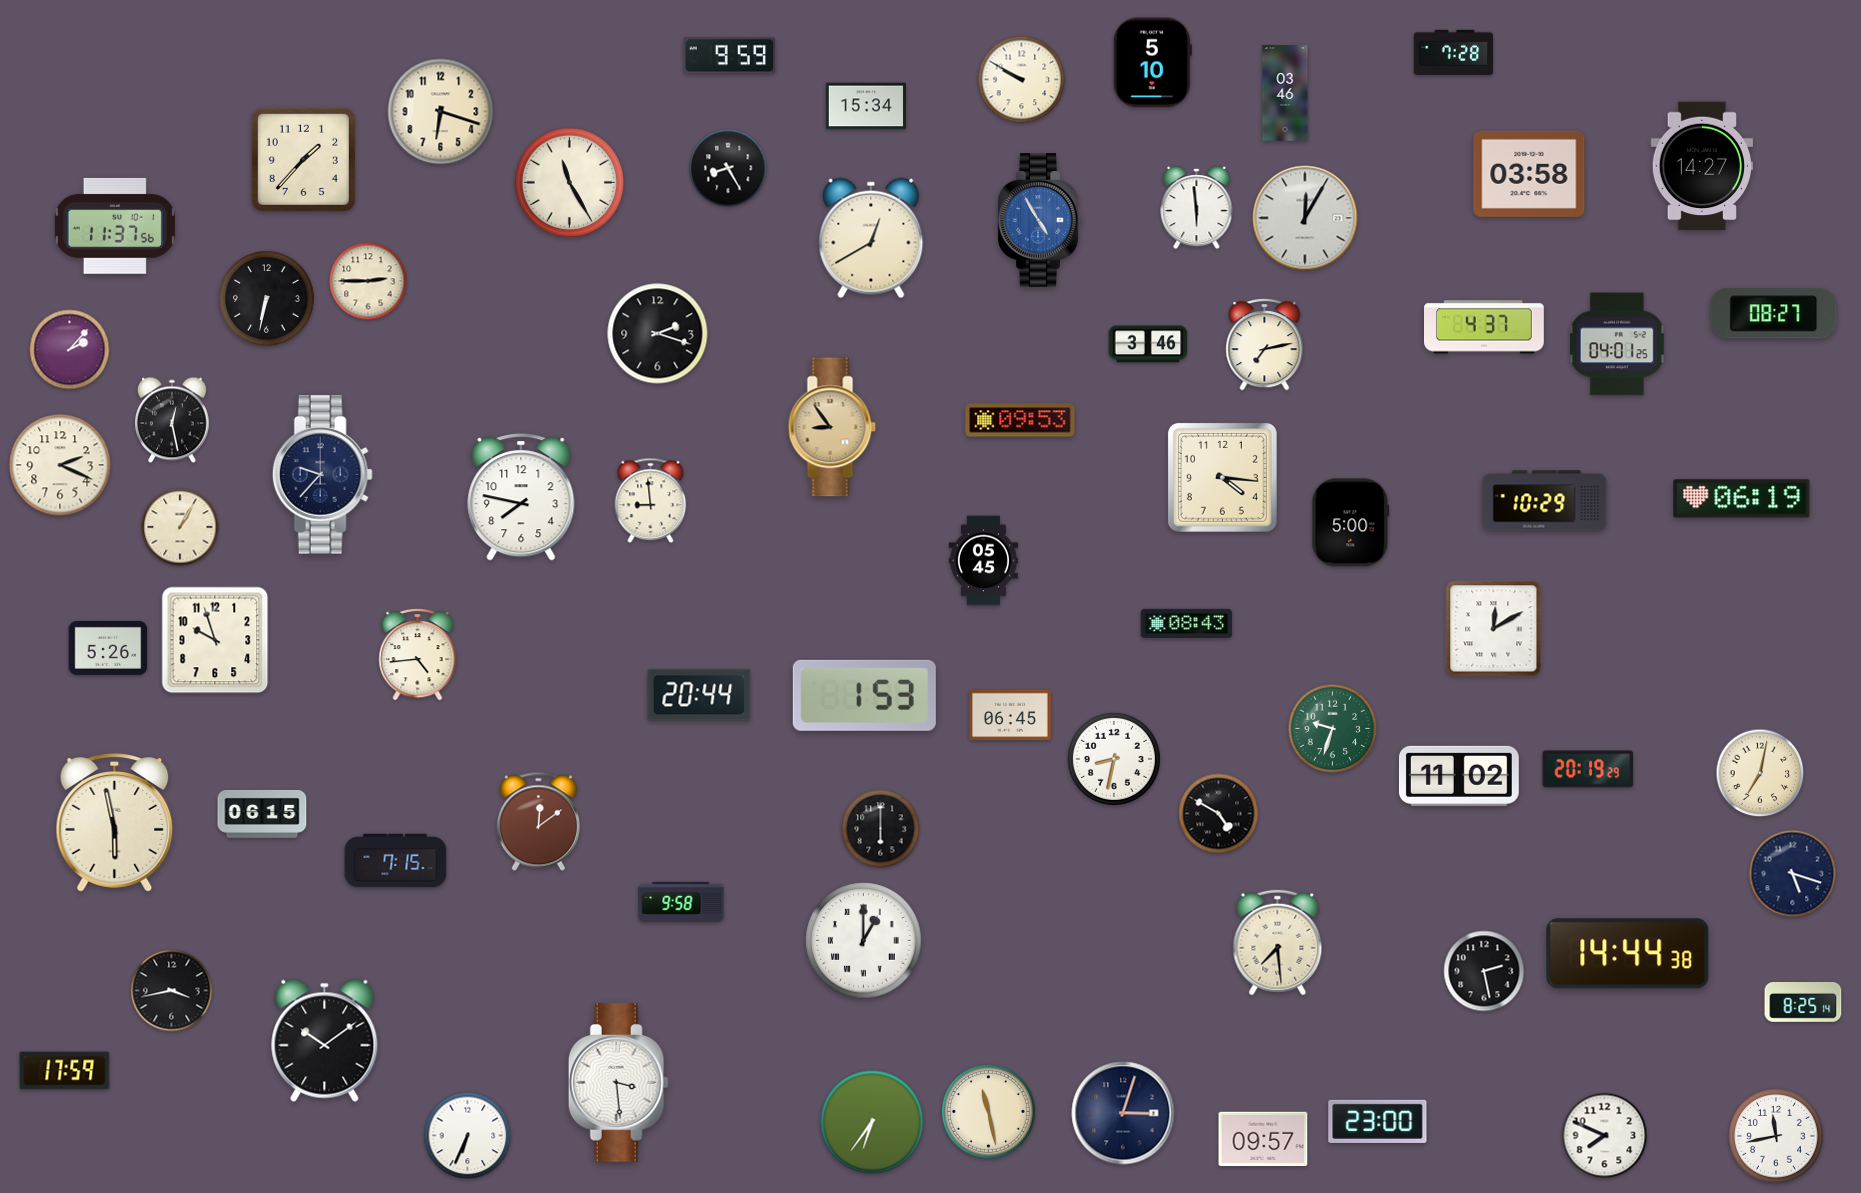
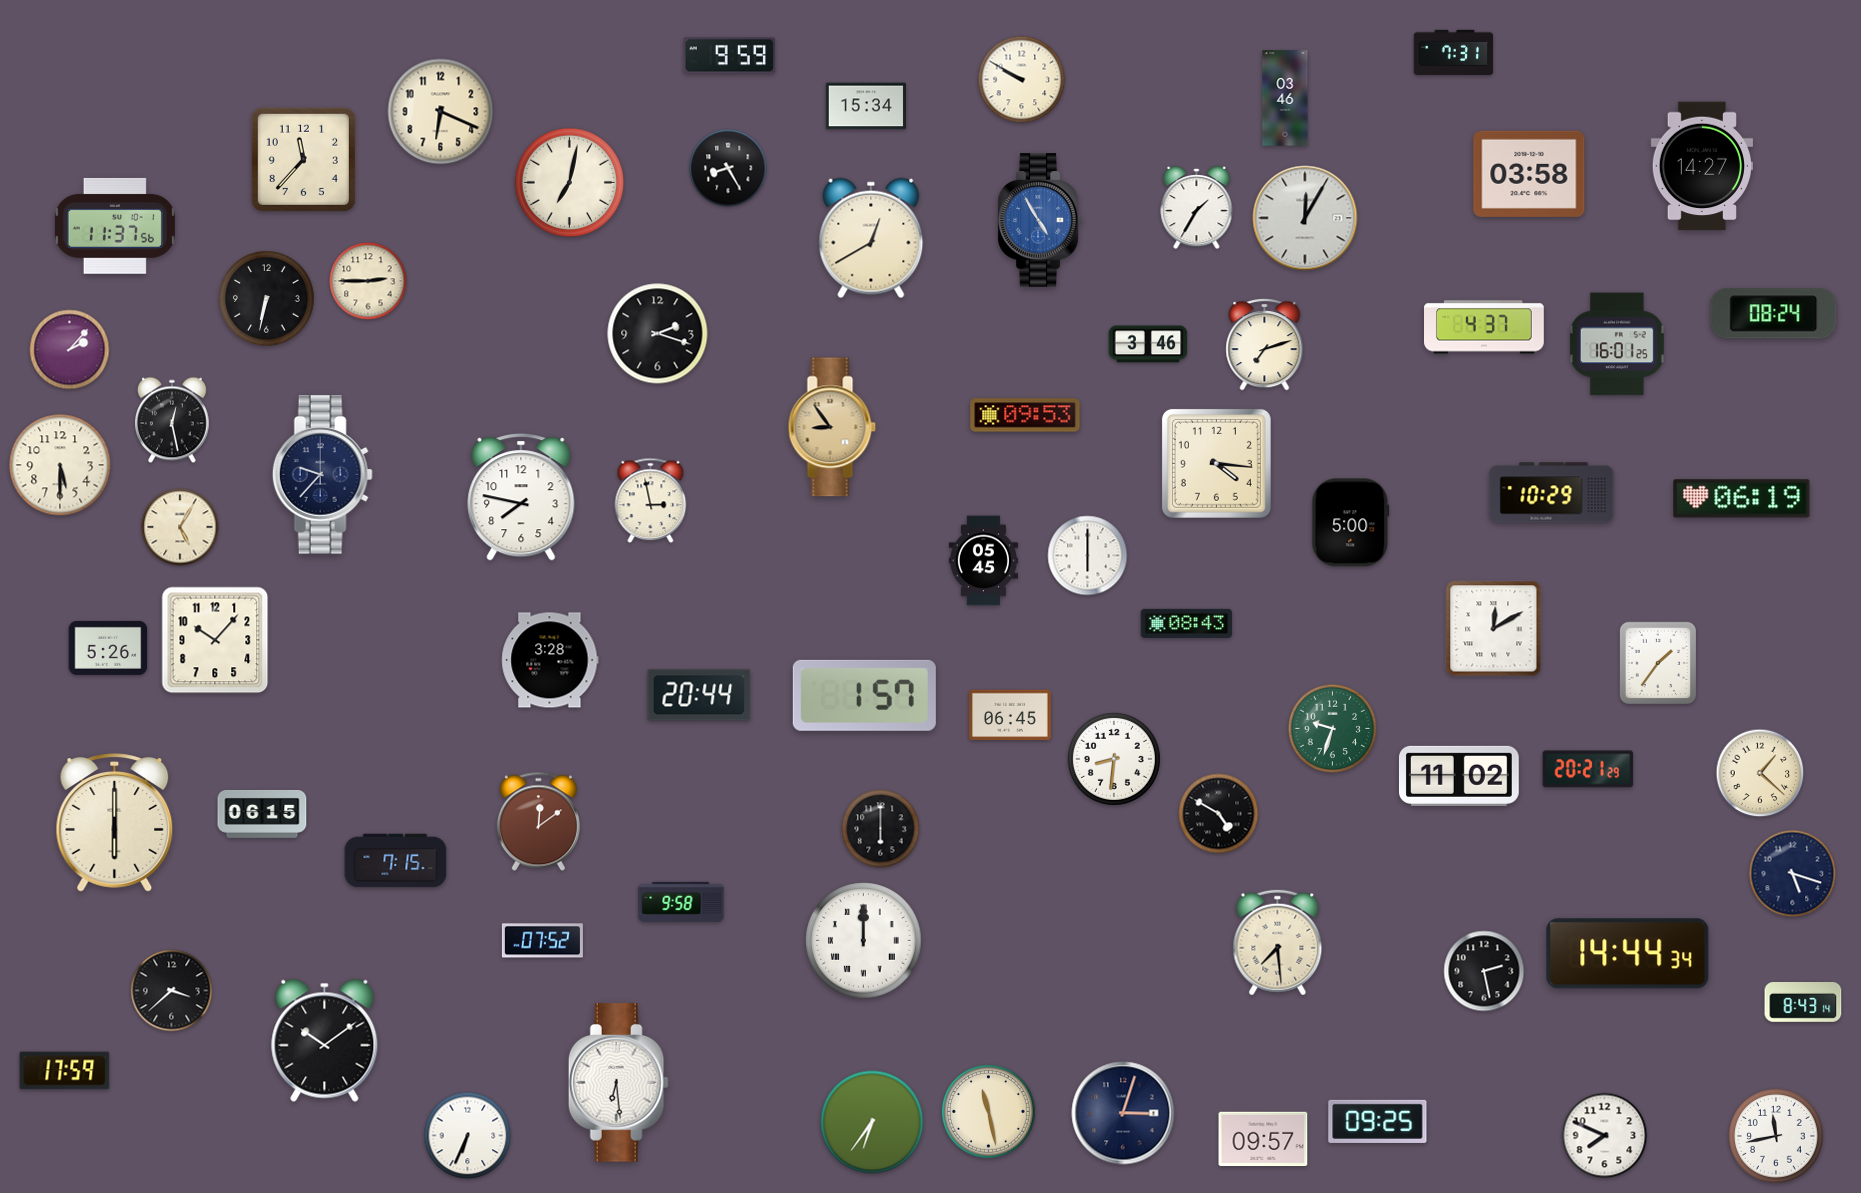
clock at (1454, 52): 7:28 -> 7:31
clock at (1152, 63): 5:10 -> none
clock at (1285, 93) position: (1285, 93) -> (1285, 98)
clock at (441, 112): 6:18 -> 6:19
clock at (303, 159): 1:37 -> 11:37
clock at (570, 183): 11:25 -> 7:02
clock at (1197, 209): 5:59 -> 1:35
clock at (1774, 314): 08:27 -> 08:24
clock at (1617, 344): 04:01 -> 16:01
clock at (1265, 345): 7:13 -> 7:12
clock at (1020, 420) position: (1020, 420) -> (1025, 415)
clock at (60, 465): 2:19 -> 5:30
clock at (1222, 477) position: (1222, 477) -> (1216, 463)
clock at (651, 501): 8:59 -> 2:58
clock at (1545, 501) position: (1545, 501) -> (1552, 493)
clock at (180, 527): 1:05 -> 5:05
clock at (1088, 556): none -> 6:00
clock at (215, 640): 9:57 -> 10:07
clock at (418, 655): 4:44 -> none
clock at (550, 660): none -> 3:28
clock at (1657, 662): none -> 1:36
clock at (864, 695): 1:53 -> 1:57
clock at (1114, 759): 8:32 -> 8:31
clock at (1588, 769): 20:19 -> 20:21
clock at (1760, 773): 7:02 -> 1:22
clock at (115, 823): 5:58 -> 6:00
clock at (542, 941): none -> 07:52
clock at (864, 941): 1:00 -> 12:00
clock at (1628, 954): 14:44:38 -> 14:44:34
clock at (172, 991): 3:43 -> 3:38
clock at (1803, 1003): 8:25 -> 8:43
clock at (618, 1083): 3:29 -> 6:29
clock at (1378, 1121): 23:00 -> 09:25
